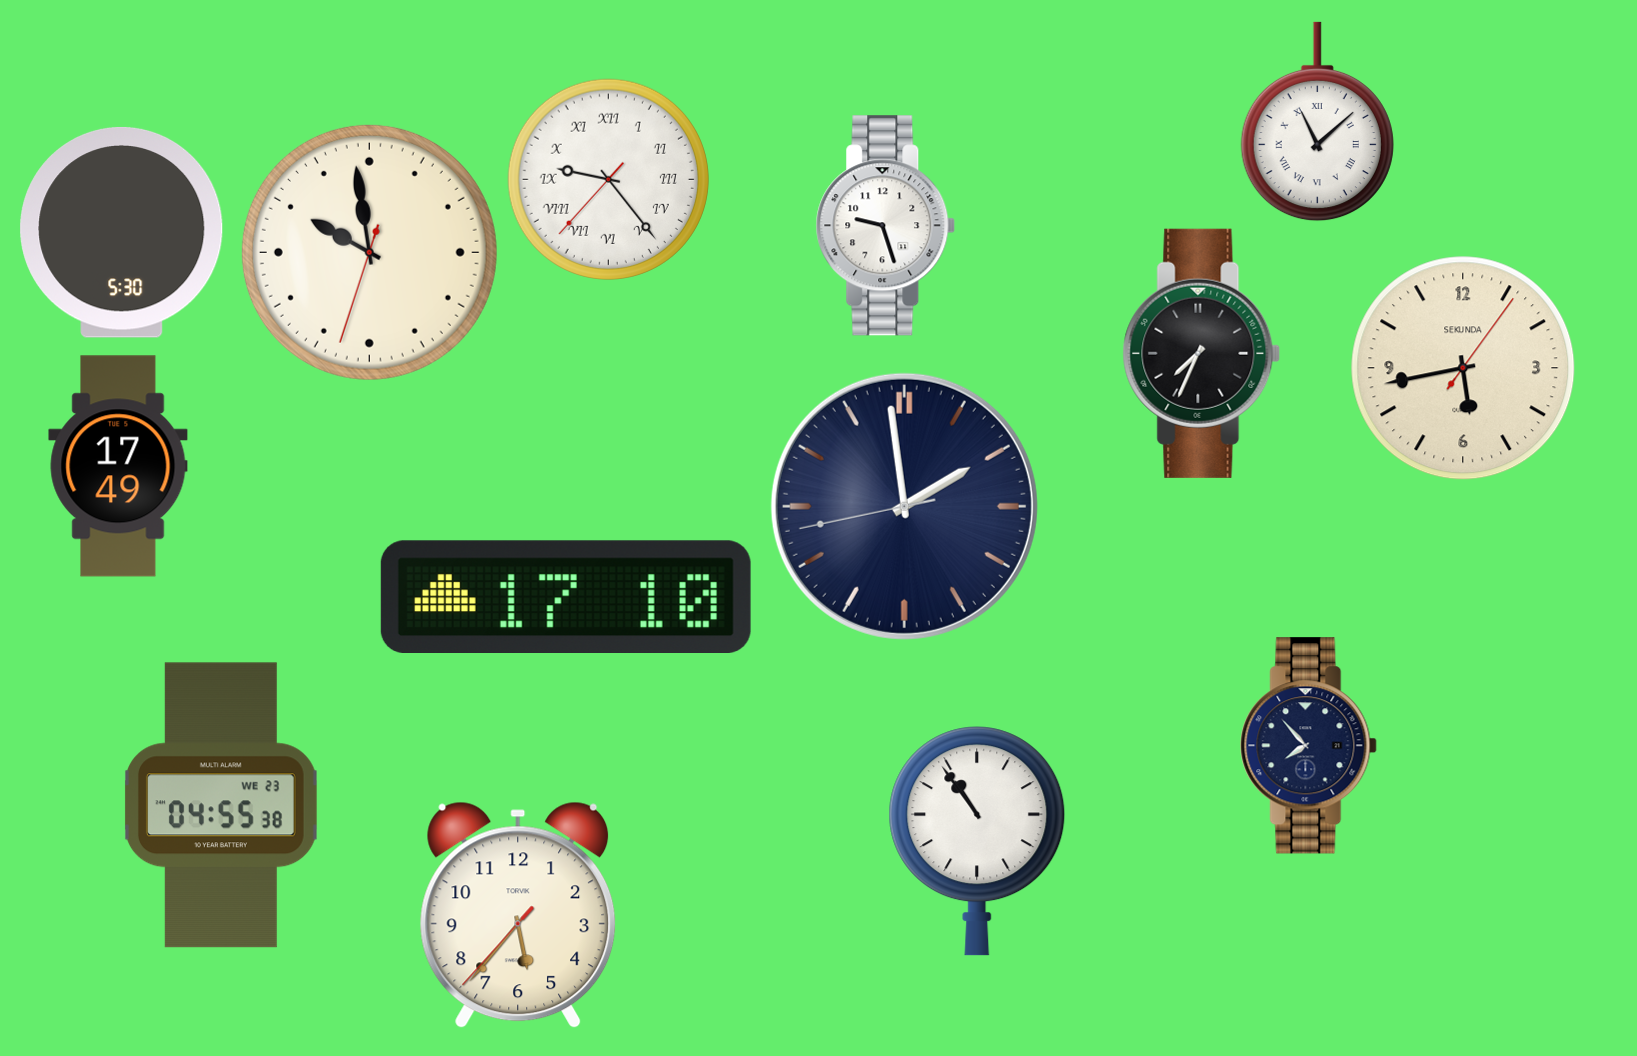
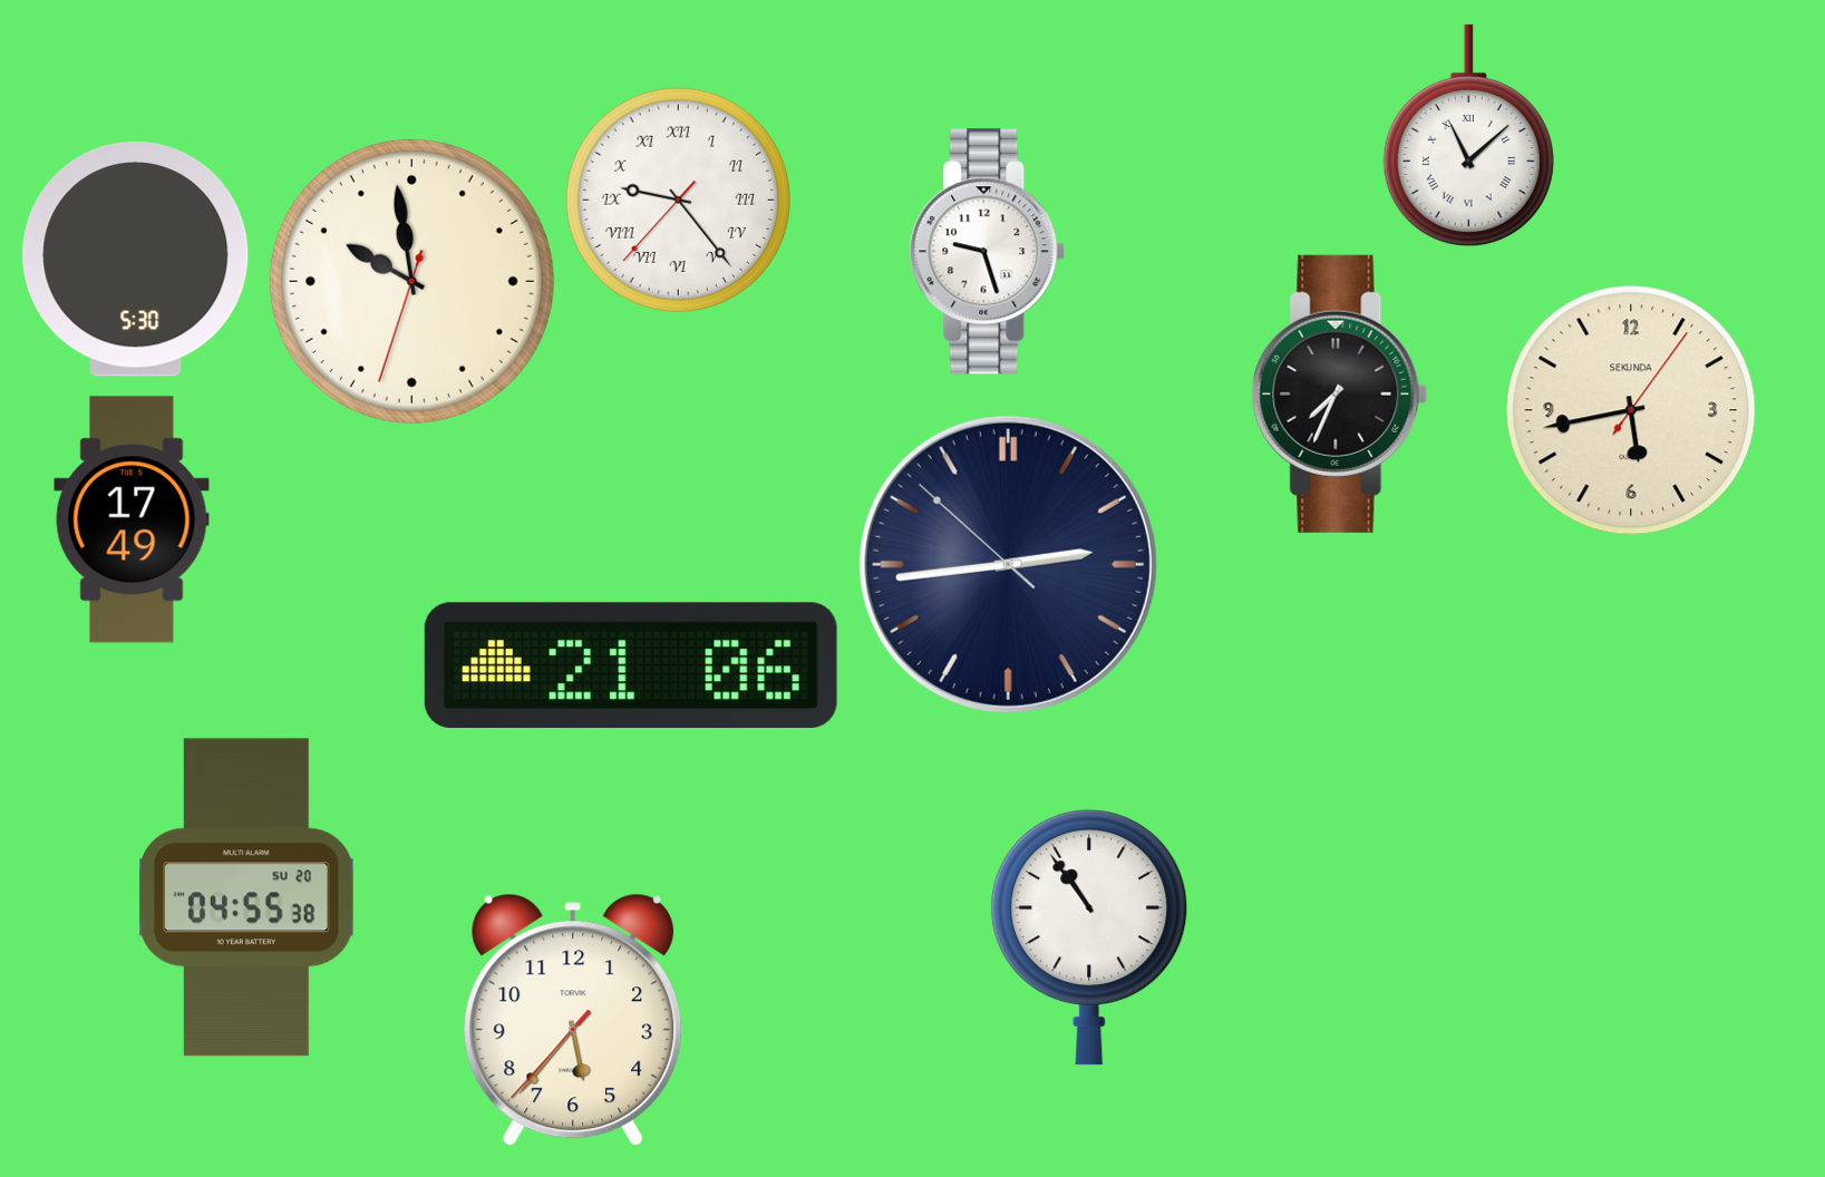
clock at (904, 506): 1:58 -> 2:43
clock at (566, 596): 17:10 -> 21:06
clock at (1309, 746): 7:53 -> none
clock at (221, 805) date: WE 23 -> SU 20
clock at (518, 915) position: (518, 915) -> (573, 1020)
